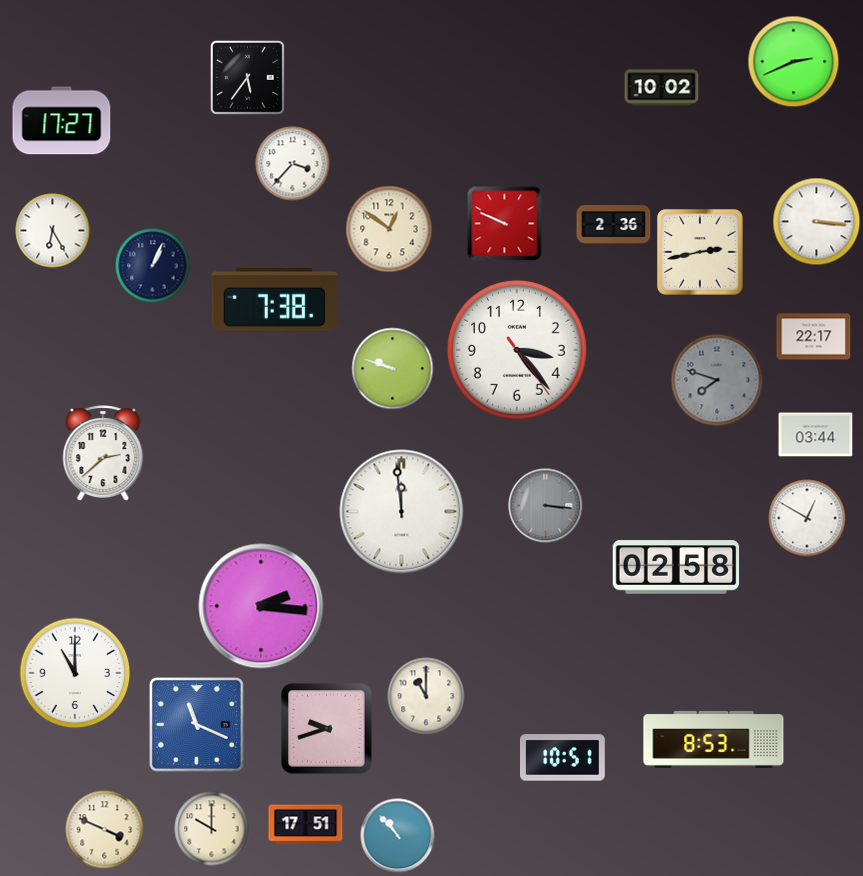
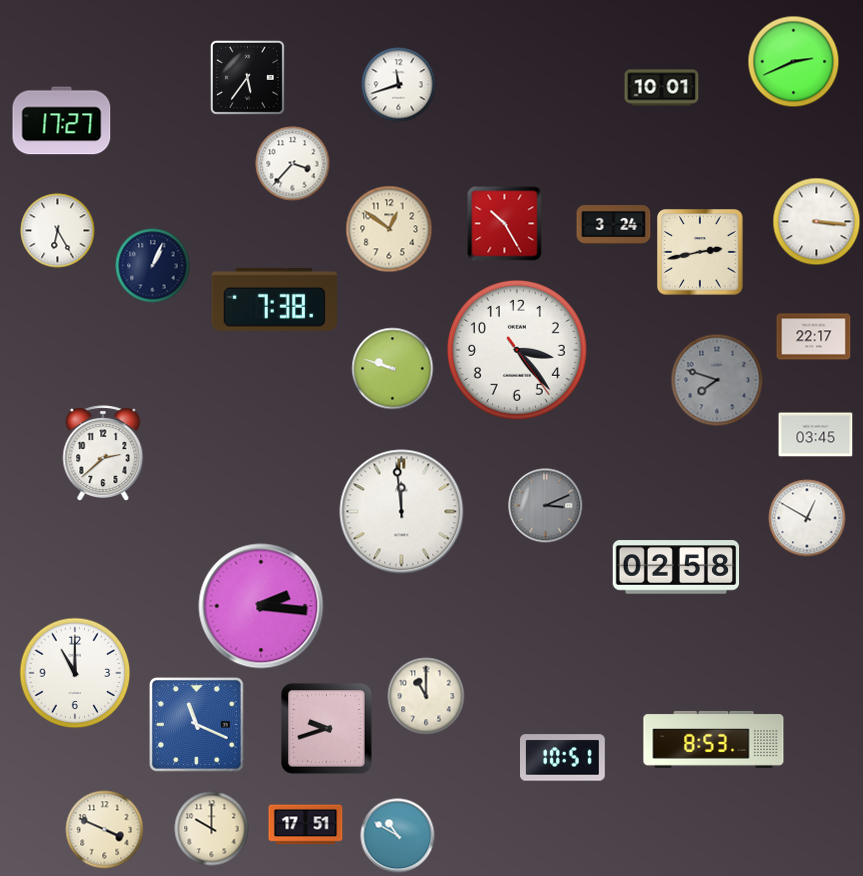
clock at (399, 85): none -> 11:42
clock at (662, 88): 10:02 -> 10:01
clock at (505, 224): 9:49 -> 10:25
clock at (614, 225): 2:36 -> 3:24
clock at (53, 231) position: (53, 231) -> (58, 231)
clock at (816, 435): 03:44 -> 03:45
clock at (546, 506): 3:16 -> 3:11
clock at (398, 836): 10:53 -> 10:50
